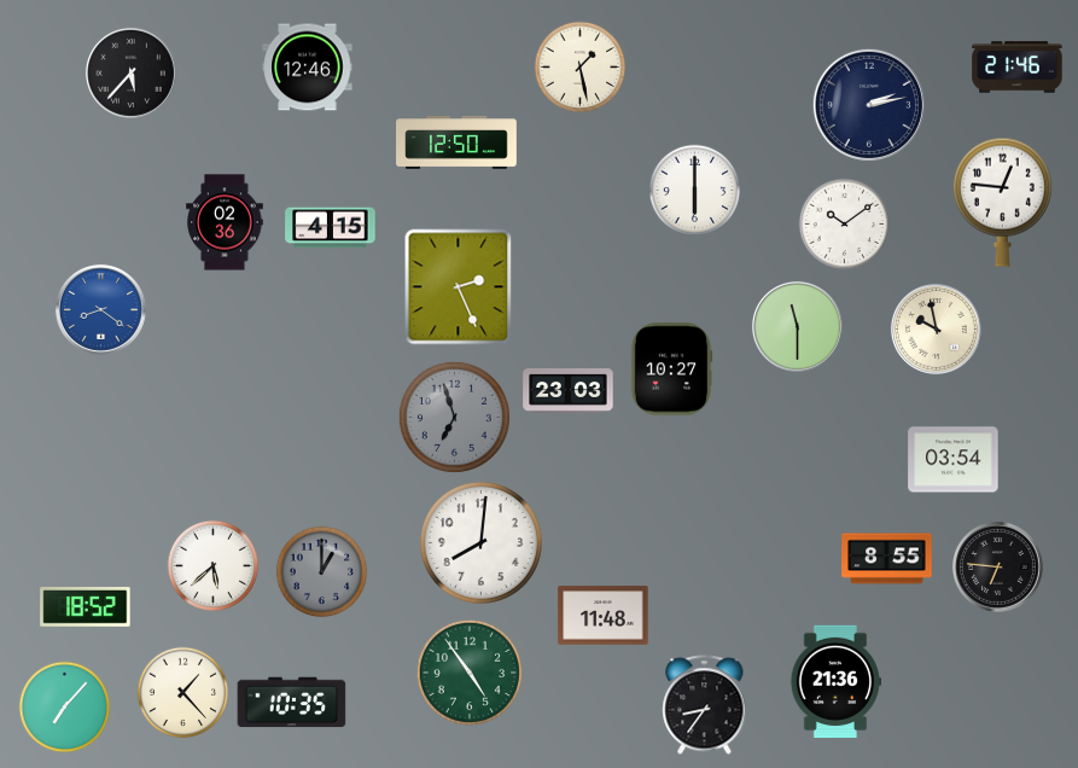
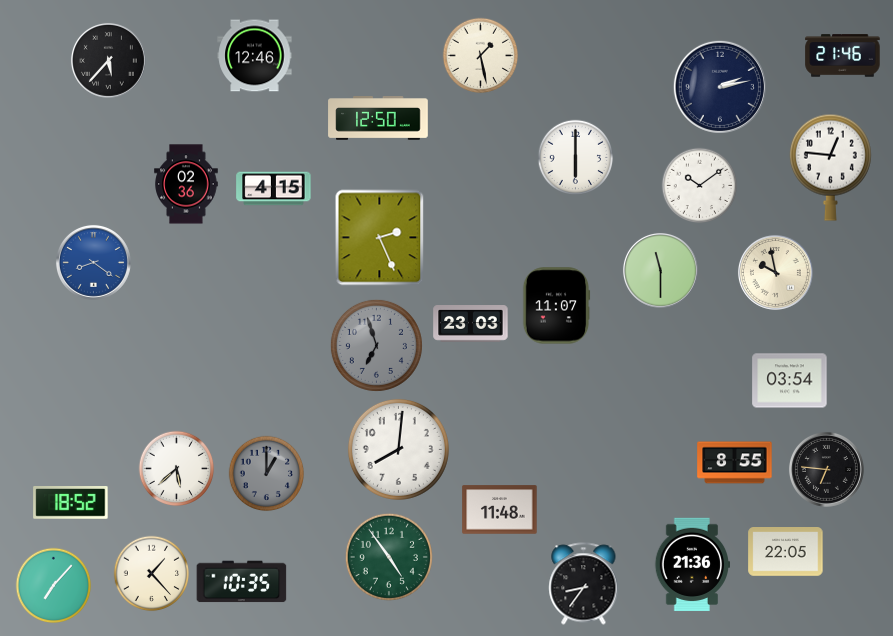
clock at (100, 309) position: (100, 309) -> (93, 262)
clock at (671, 370): 10:27 -> 11:07
clock at (786, 552): none -> 22:05
